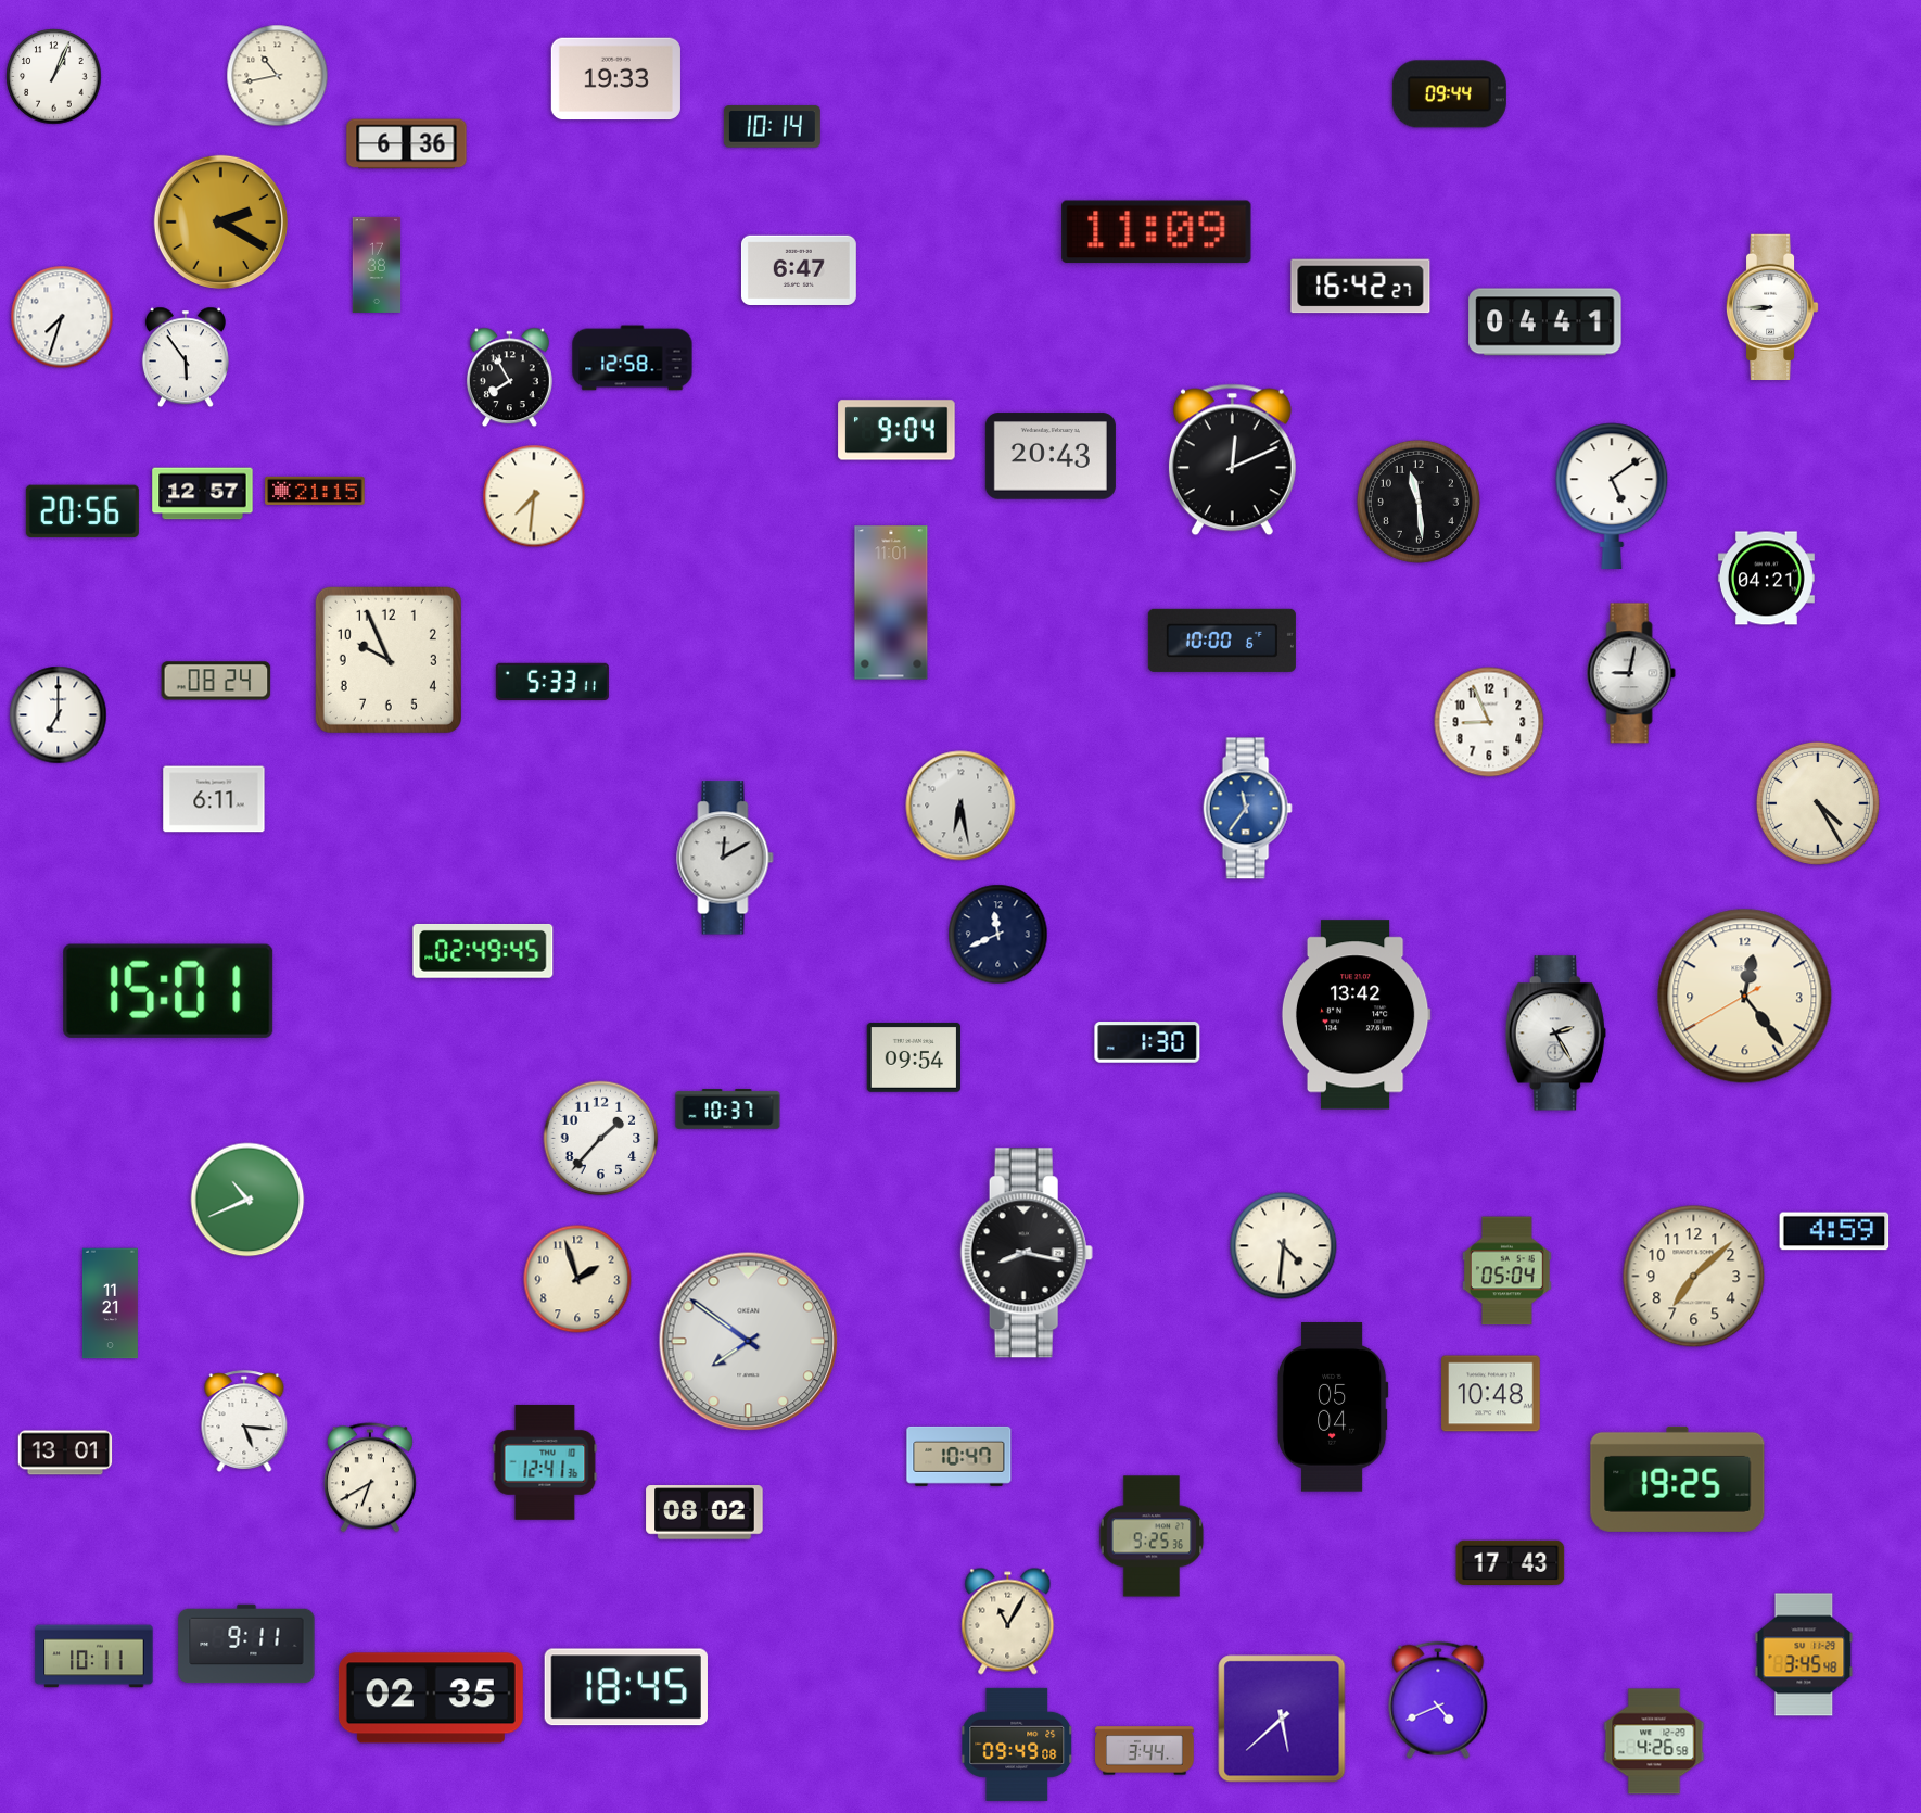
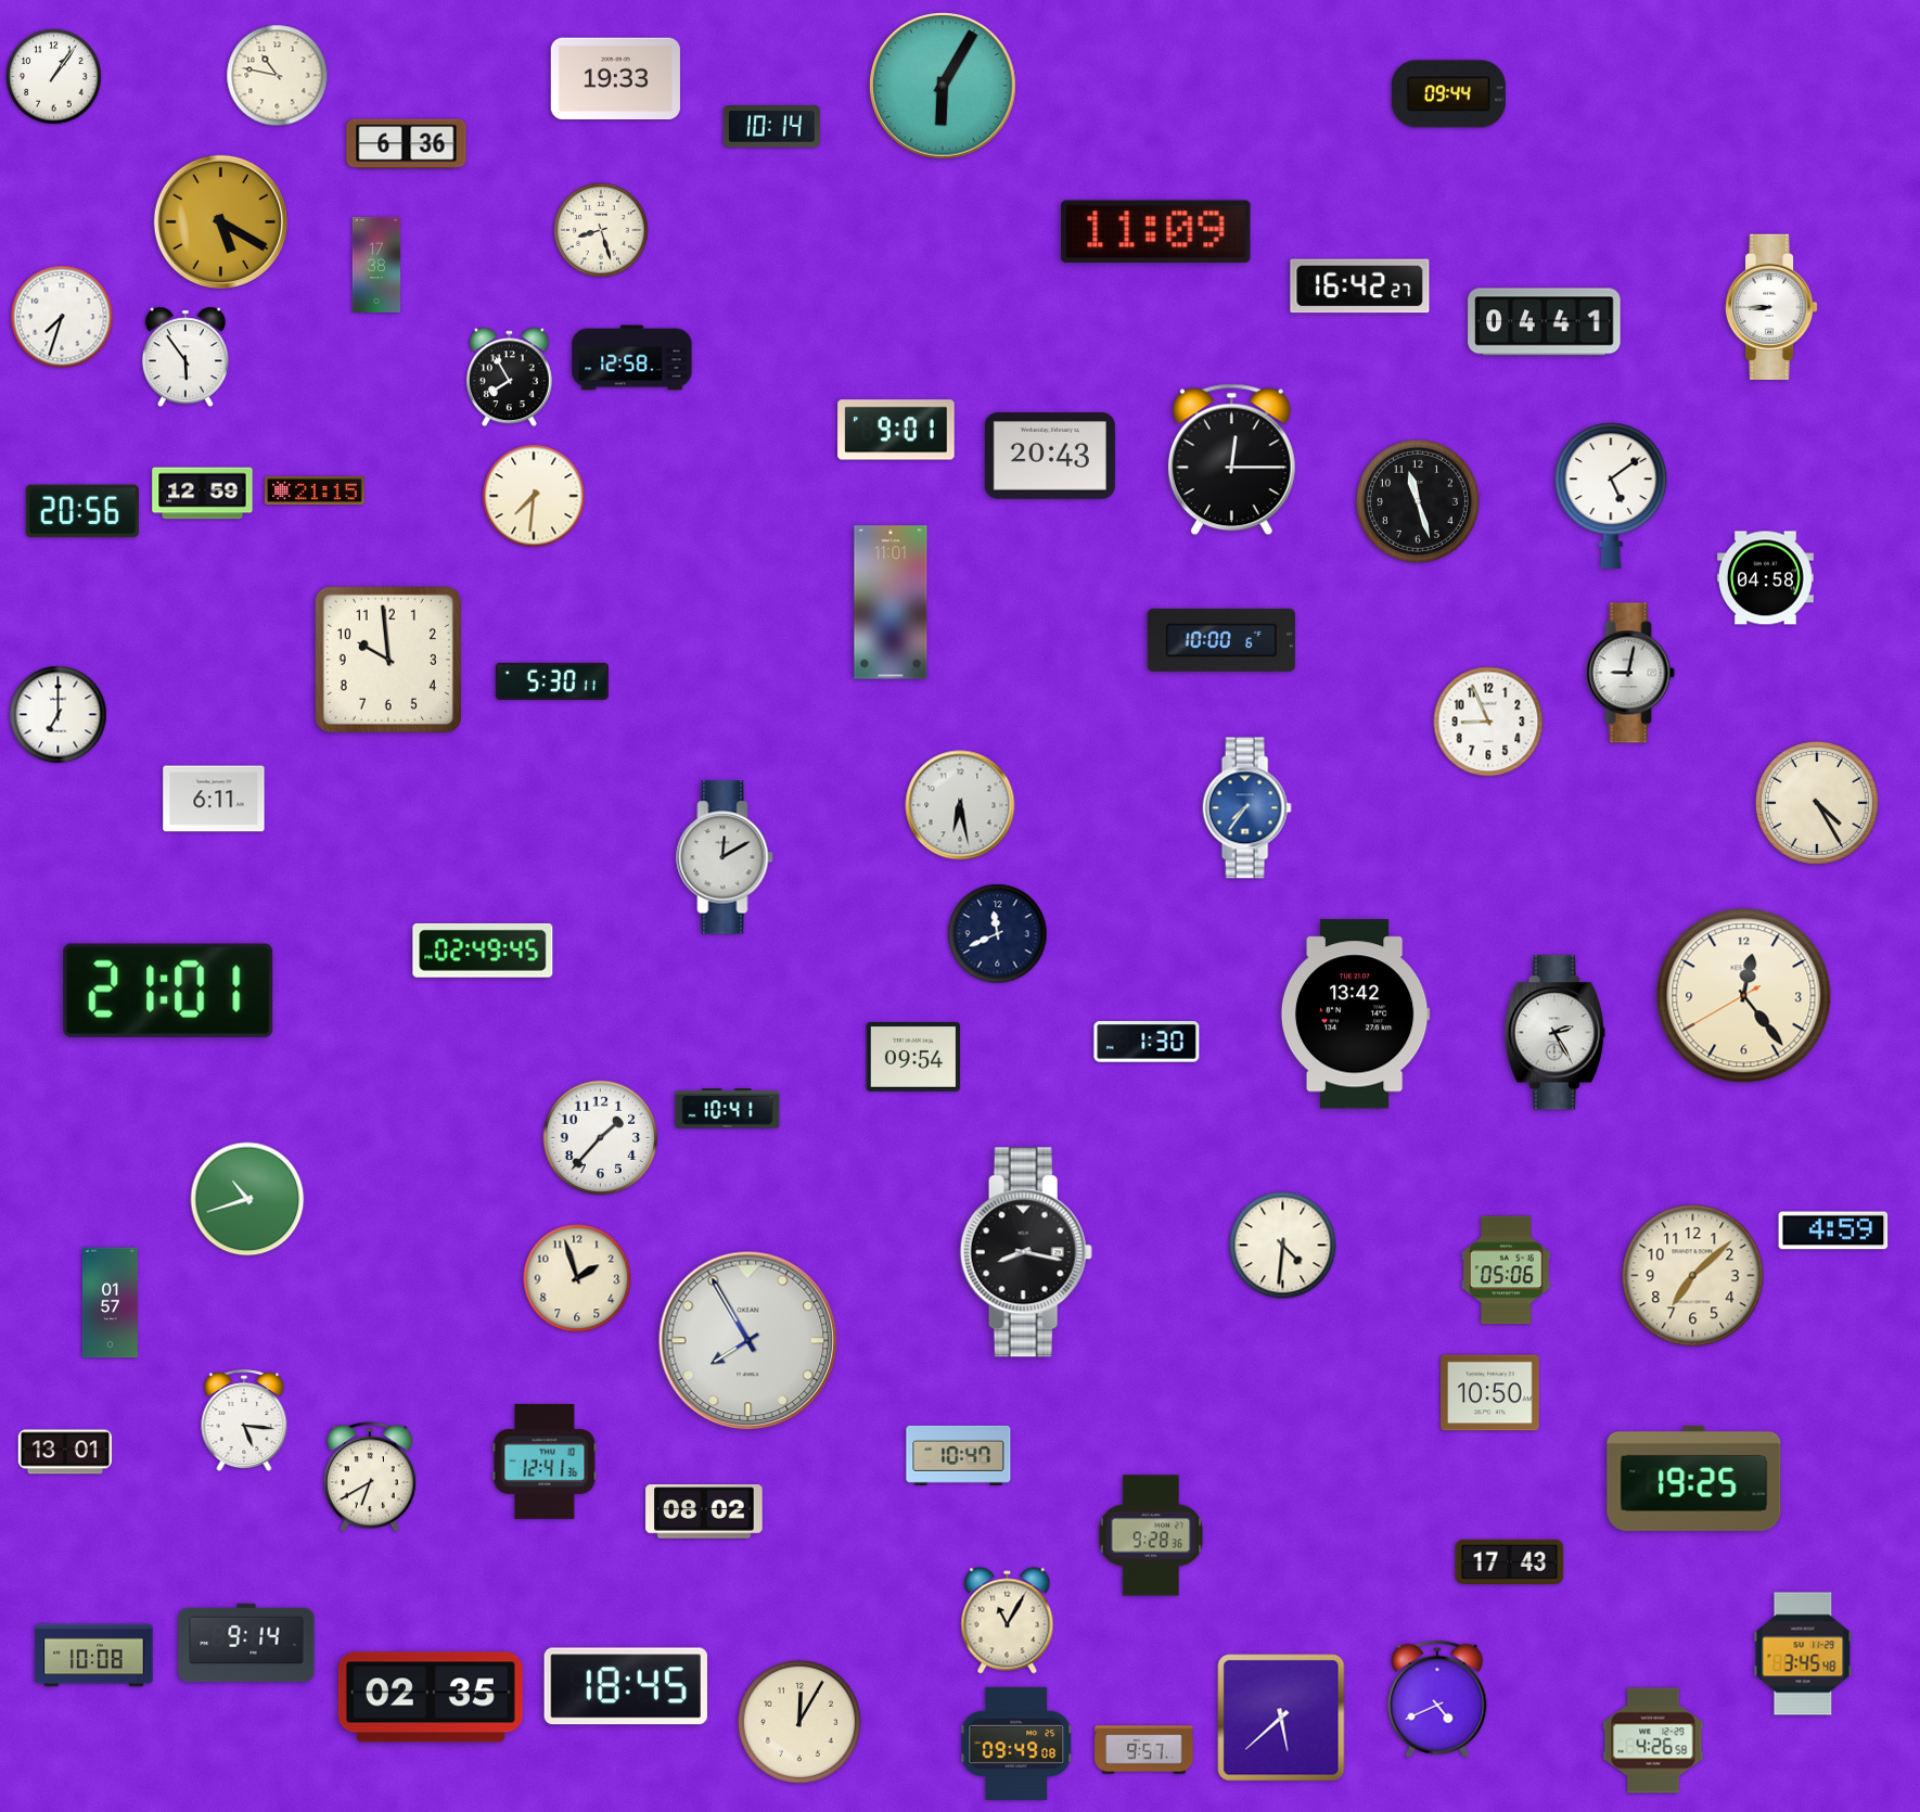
clock at (278, 76): 10:43 -> 10:47
clock at (54, 77): 1:04 -> 1:06
clock at (944, 87): none -> 6:05
clock at (220, 221): 2:20 -> 5:20
clock at (601, 230): none -> 8:27
clock at (799, 269): 6:47 -> none
clock at (896, 430): 9:04 -> 9:01
clock at (1232, 460): 12:11 -> 12:15
clock at (203, 494): 12:57 -> 12:59
clock at (1419, 502): 11:29 -> 11:27
clock at (1766, 579): 04:21 -> 04:58
clock at (389, 660): 9:56 -> 9:59
clock at (216, 681): 08:24 -> none
clock at (552, 682): 5:33 -> 5:30
clock at (1247, 809): 11:36 -> 7:36
clock at (168, 991): 15:01 -> 21:01
clock at (728, 1110): 10:37 -> 10:41
clock at (247, 1200): 10:41 -> 10:42
clock at (1506, 1271): 05:04 -> 05:06
clock at (110, 1304): 11:21 -> 01:57
clock at (749, 1342): 7:51 -> 7:55
clock at (1491, 1394): 10:48 -> 10:50
clock at (1333, 1407): 05:04 -> none
clock at (1678, 1479) position: (1678, 1479) -> (1694, 1478)
clock at (1152, 1536): 9:25 -> 9:28
clock at (246, 1644): 9:11 -> 9:14
clock at (94, 1657): 10:11 -> 10:08
clock at (799, 1722): none -> 12:05
clock at (1145, 1751): 3:44 -> 9:57
